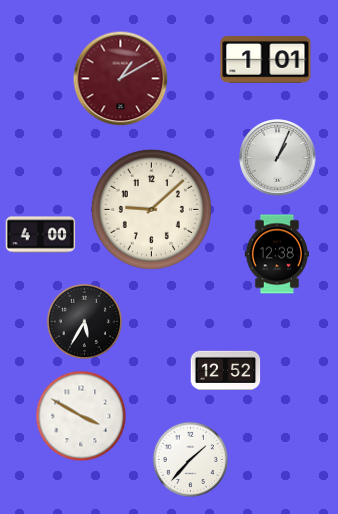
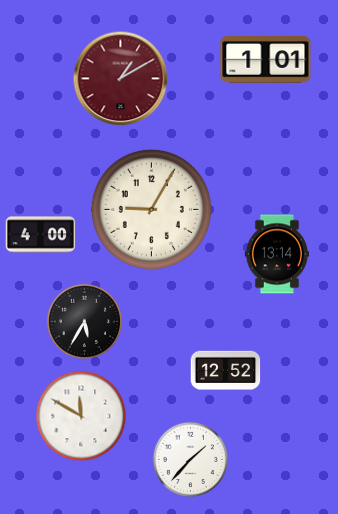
clock at (278, 158): 1:04 -> none
clock at (151, 209): 9:08 -> 9:05
clock at (276, 254): 12:38 -> 13:14
clock at (81, 416): 3:50 -> 11:50
